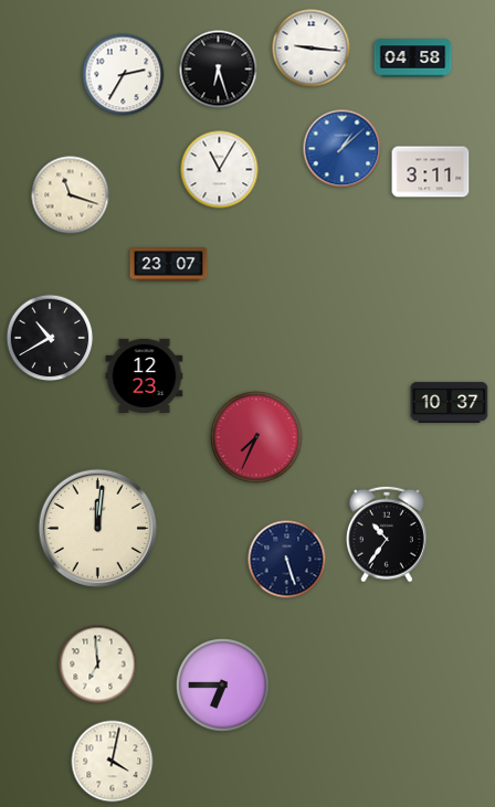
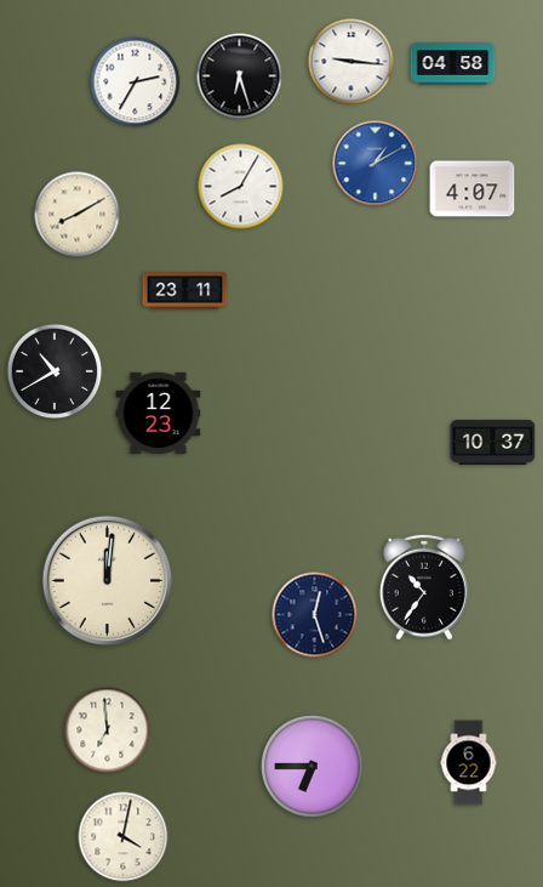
clock at (312, 49) position: (312, 49) -> (351, 62)
clock at (343, 149): 1:08 -> 1:10
clock at (220, 170): 11:05 -> 8:05
clock at (431, 172): 3:11 -> 4:07
clock at (71, 195): 11:18 -> 8:10
clock at (169, 265): 23:07 -> 23:11
clock at (256, 437): 7:34 -> none
clock at (287, 560): 5:27 -> 12:27
clock at (223, 686) position: (223, 686) -> (313, 767)
clock at (469, 763): none -> 6:22
